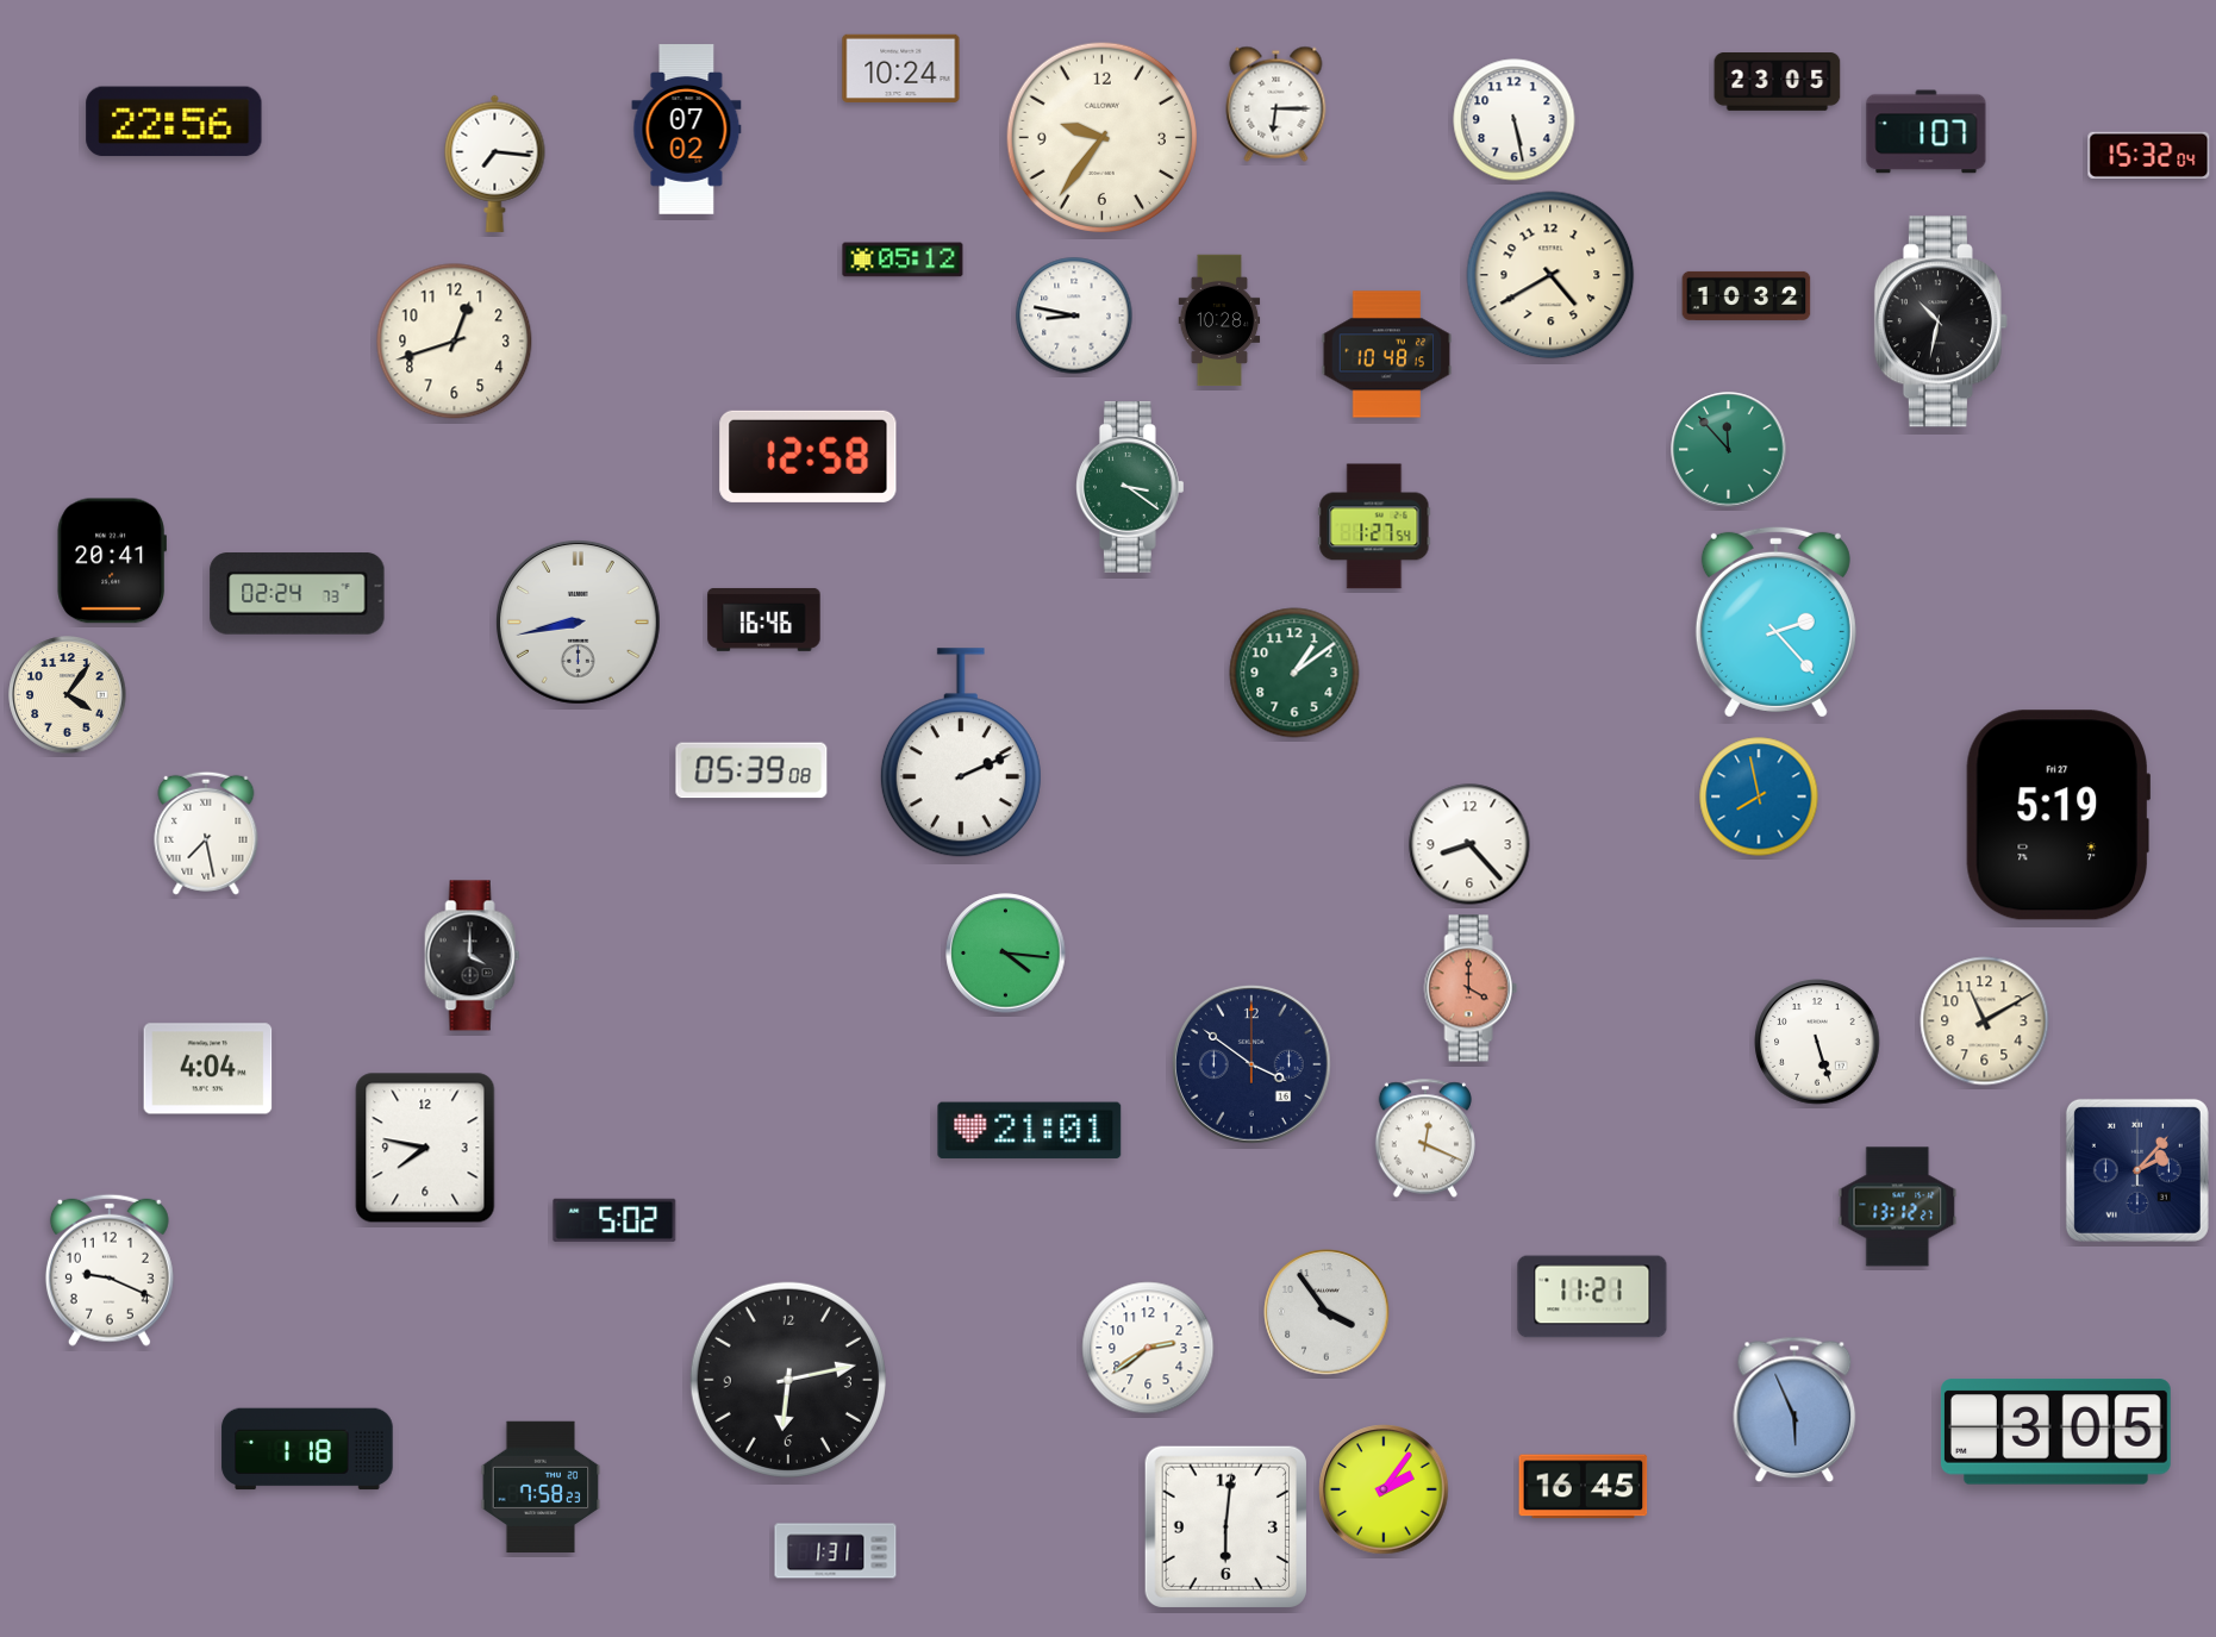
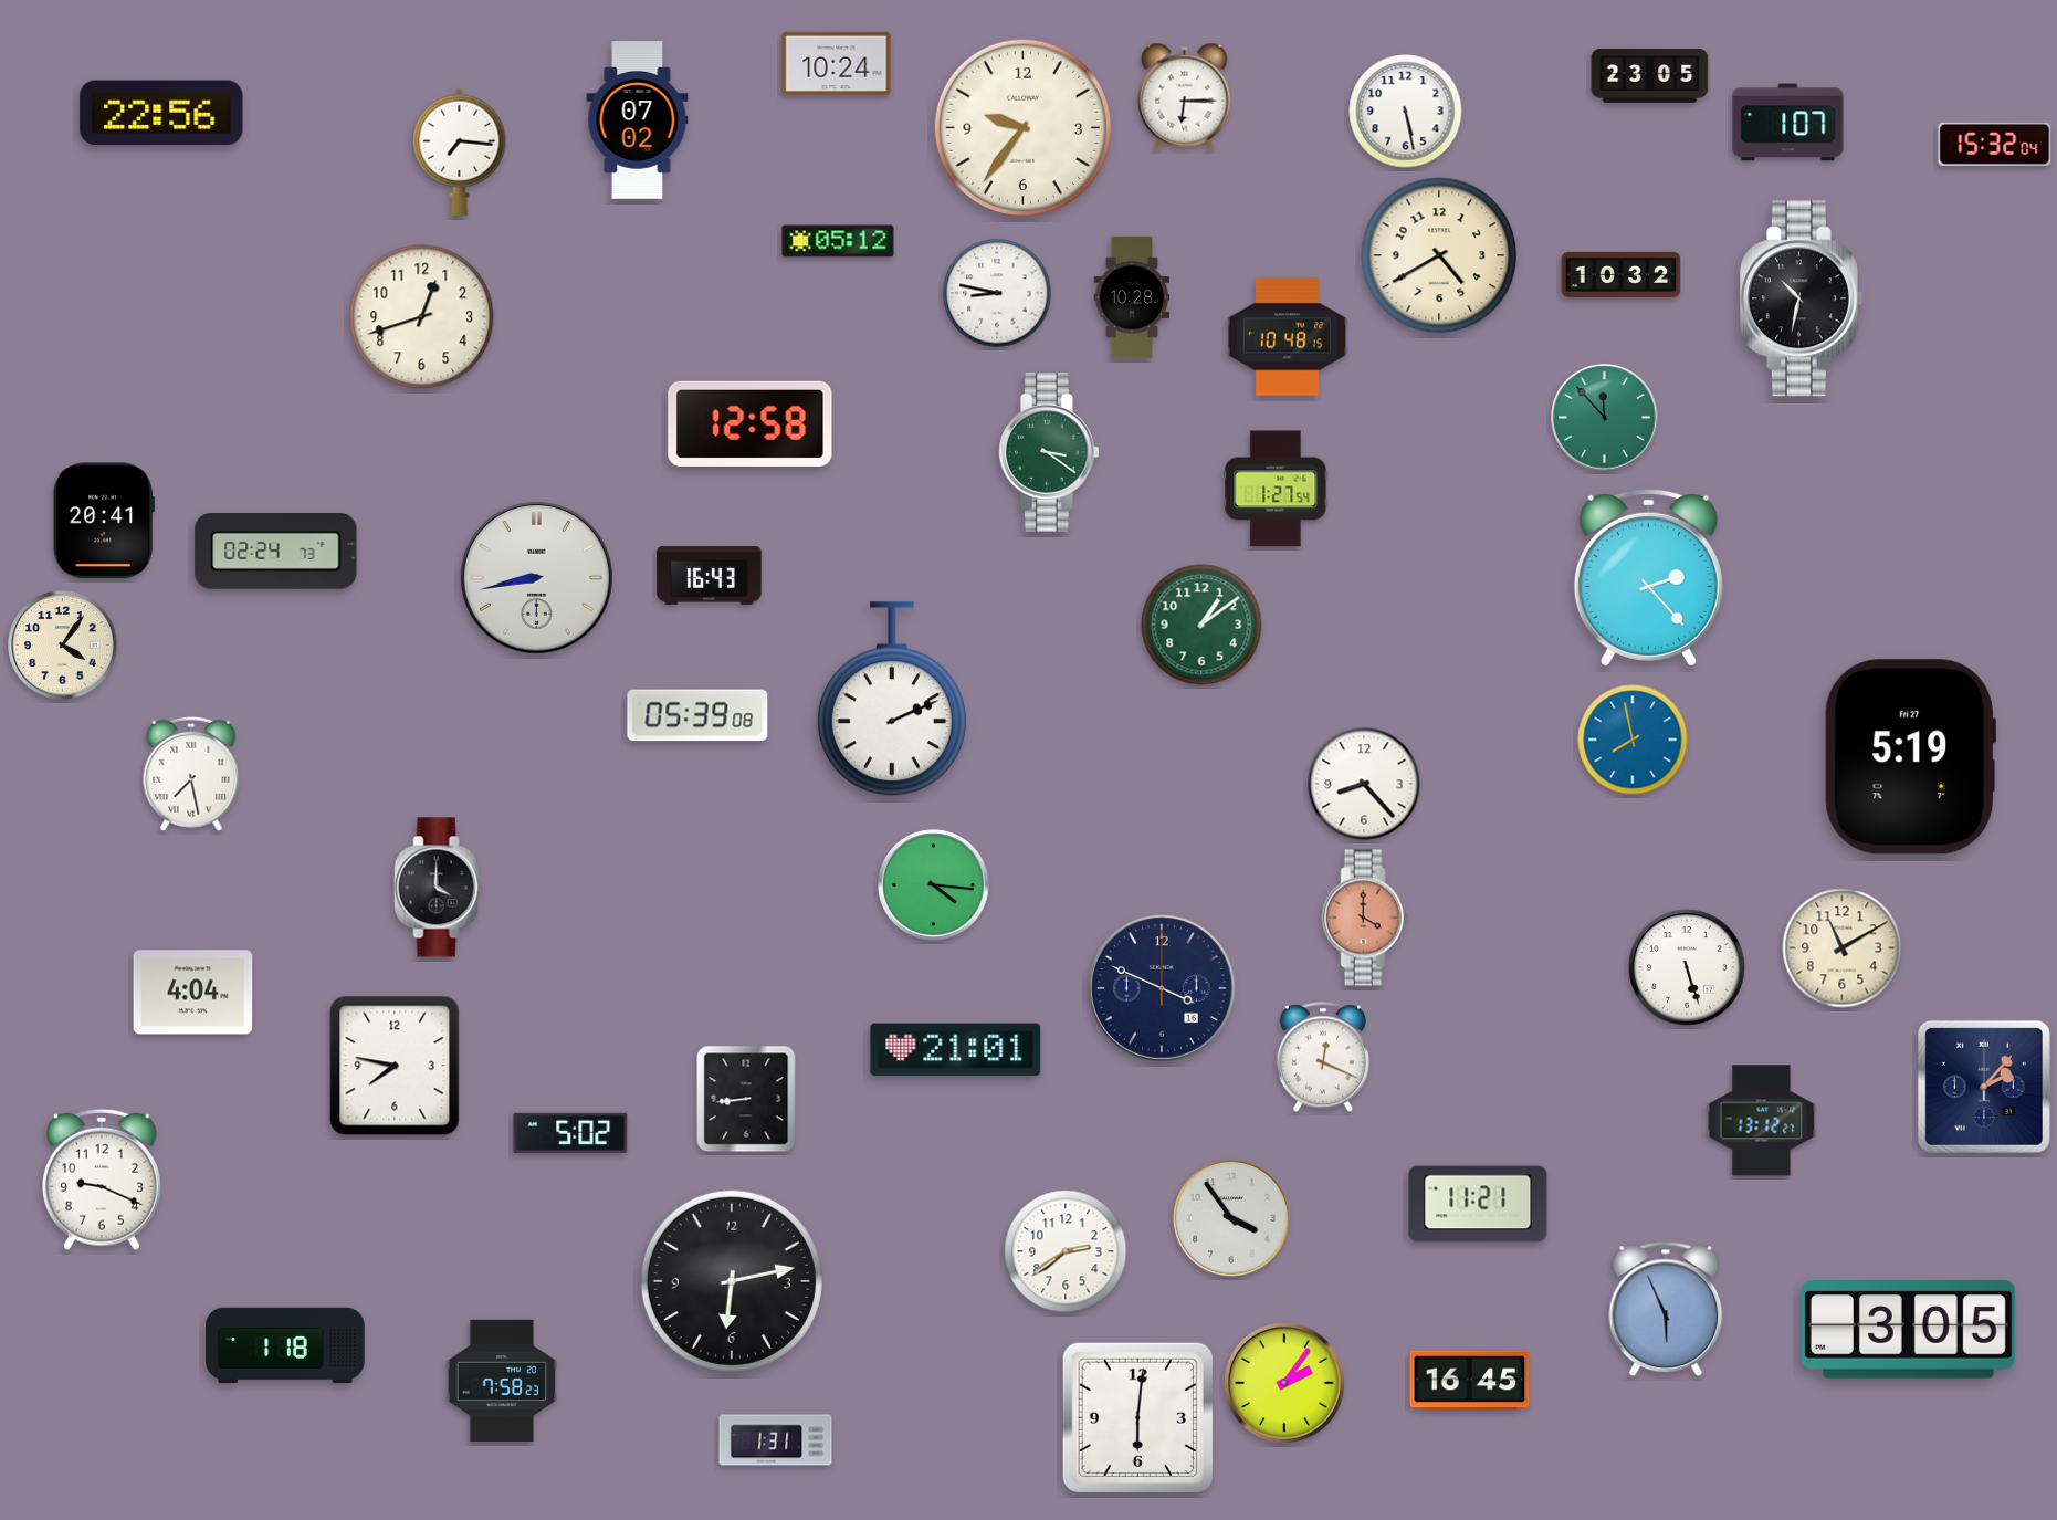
clock at (1387, 355) position: (1387, 355) -> (1288, 337)
clock at (764, 619): 16:46 -> 16:43
clock at (1251, 1064): 3:51 -> 3:49
clock at (746, 1099): none -> 8:44
